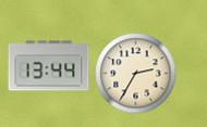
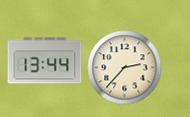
clock at (136, 74): 2:35 -> 2:37
